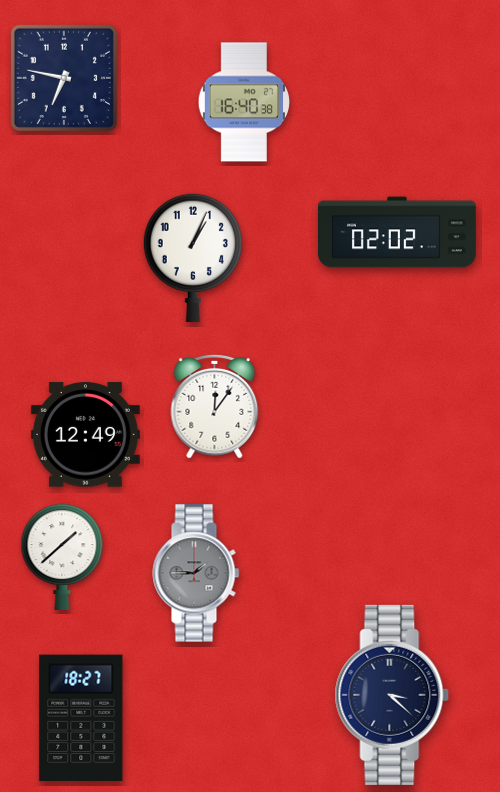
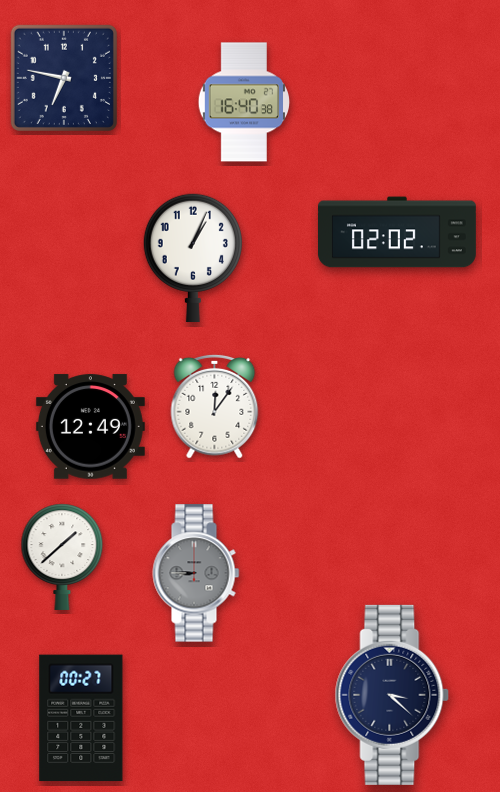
clock at (85, 435) position: (85, 435) -> (90, 427)
clock at (196, 573): 1:45 -> 8:45
clock at (81, 718): 18:27 -> 00:27
